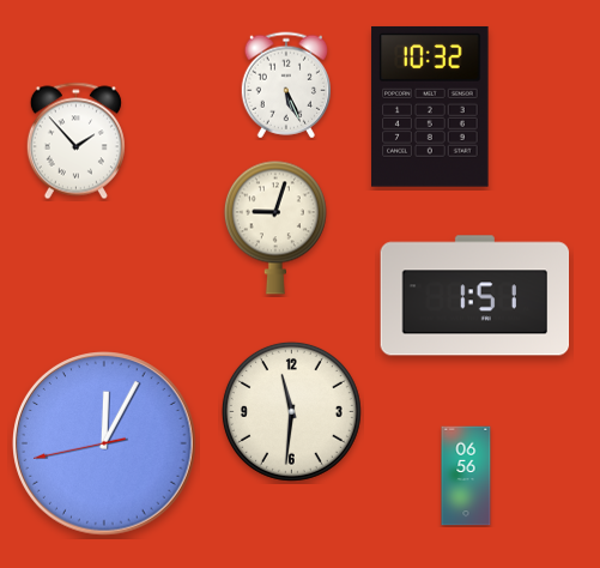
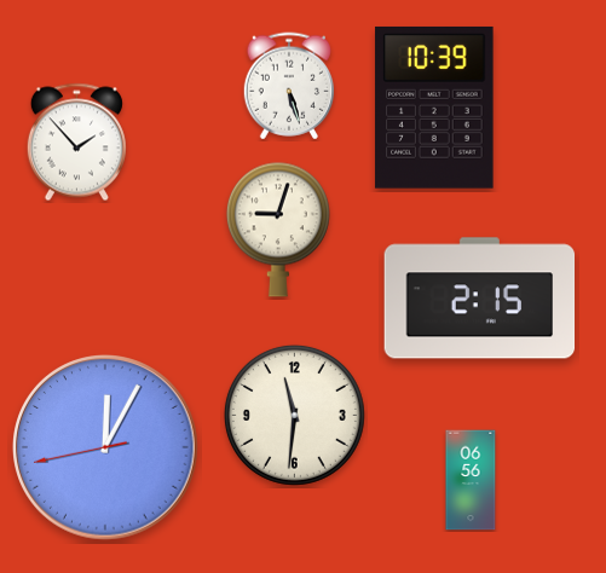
clock at (285, 85): 5:26 -> 5:27
clock at (430, 107): 10:32 -> 10:39
clock at (475, 296): 1:51 -> 2:15
